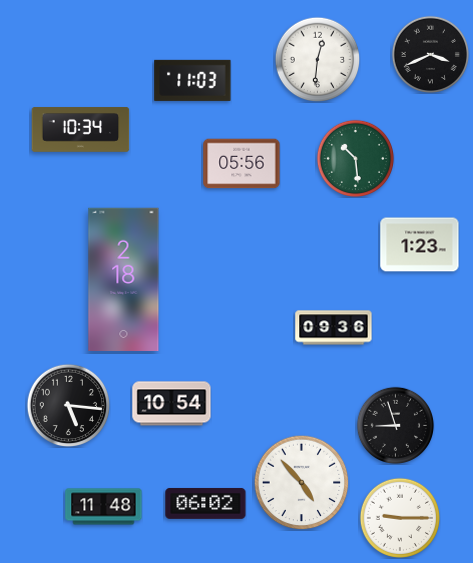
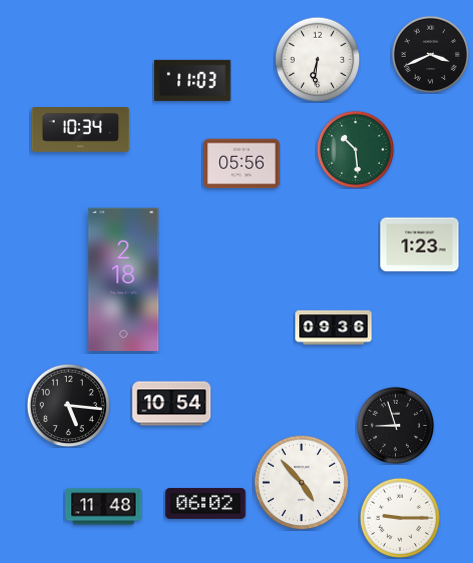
clock at (317, 59): 12:31 -> 6:31
clock at (355, 158) position: (355, 158) -> (355, 149)
